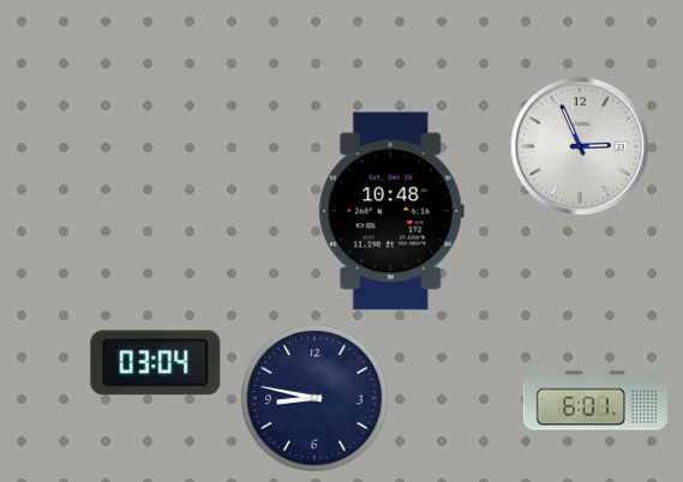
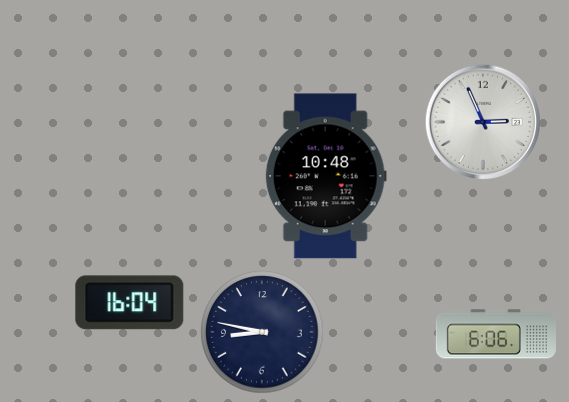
clock at (156, 363): 03:04 -> 16:04
clock at (595, 400): 6:01 -> 6:06
